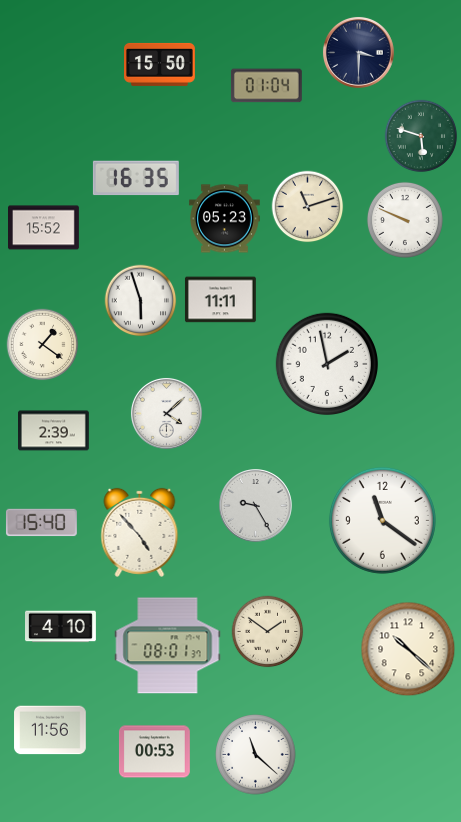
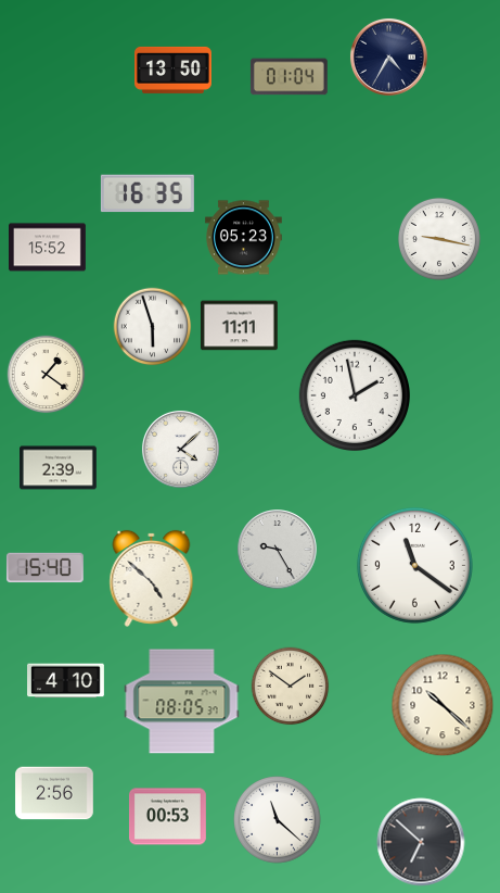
clock at (359, 53): 3:30 -> 4:35
clock at (160, 64): 15:50 -> 13:50
clock at (266, 86) position: (266, 86) -> (289, 77)
clock at (421, 136): 5:48 -> none
clock at (308, 207): 11:12 -> none
clock at (405, 220): 9:49 -> 9:17
clock at (140, 532): 4:53 -> 4:52
clock at (168, 646): 08:01 -> 08:05
clock at (50, 730): 11:56 -> 2:56
clock at (421, 842): none -> 6:52
